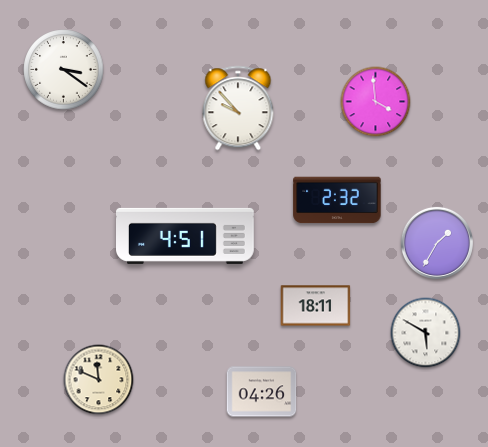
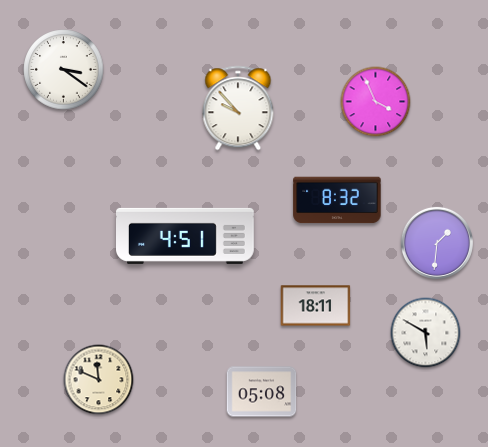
clock at (376, 102): 3:59 -> 3:56
clock at (337, 200): 2:32 -> 8:32
clock at (437, 243): 1:35 -> 1:31
clock at (262, 392): 04:26 -> 05:08
